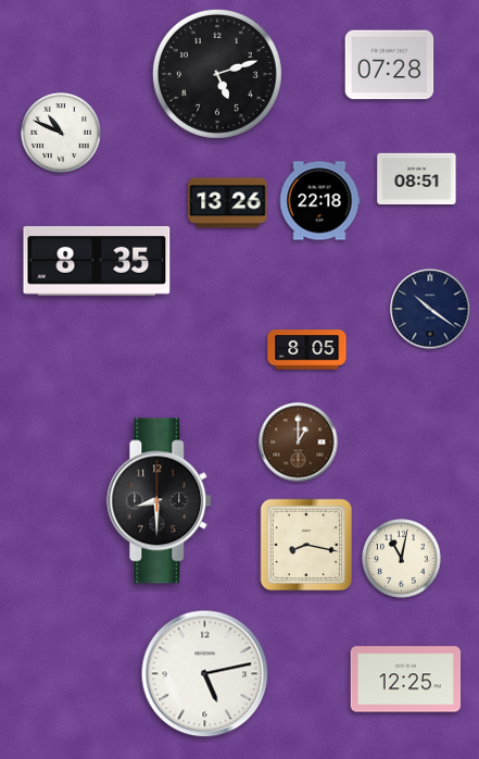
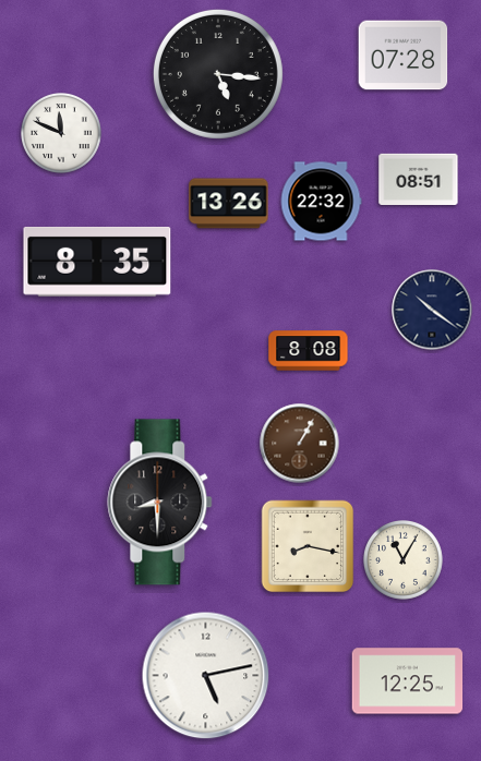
clock at (390, 65) position: (390, 65) -> (404, 56)
clock at (217, 74): 5:12 -> 5:16
clock at (62, 134): 10:49 -> 11:49
clock at (319, 201): 22:18 -> 22:32
clock at (307, 350): 8:05 -> 8:08
clock at (299, 443): 1:00 -> 1:05
clock at (402, 559): 11:02 -> 11:05
